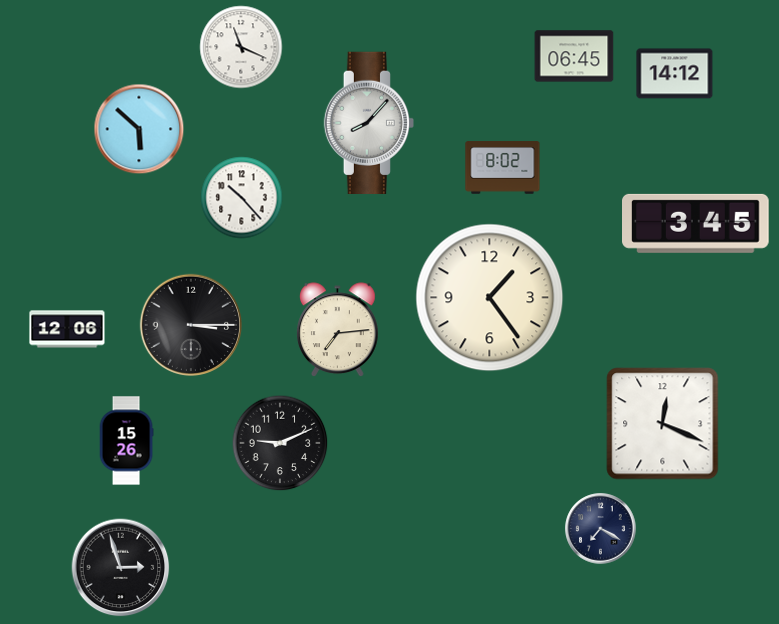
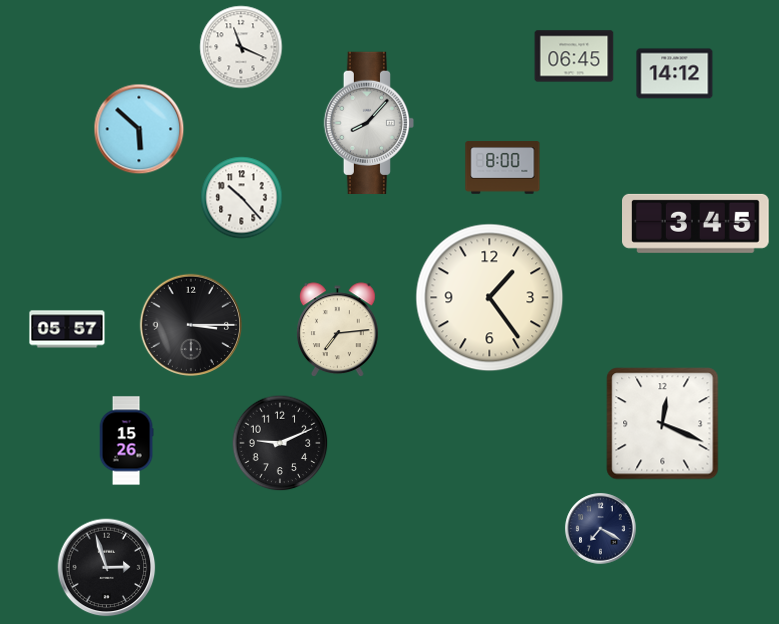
clock at (503, 168): 8:02 -> 8:00
clock at (67, 329): 12:06 -> 05:57
clock at (121, 568) position: (121, 568) -> (107, 568)
